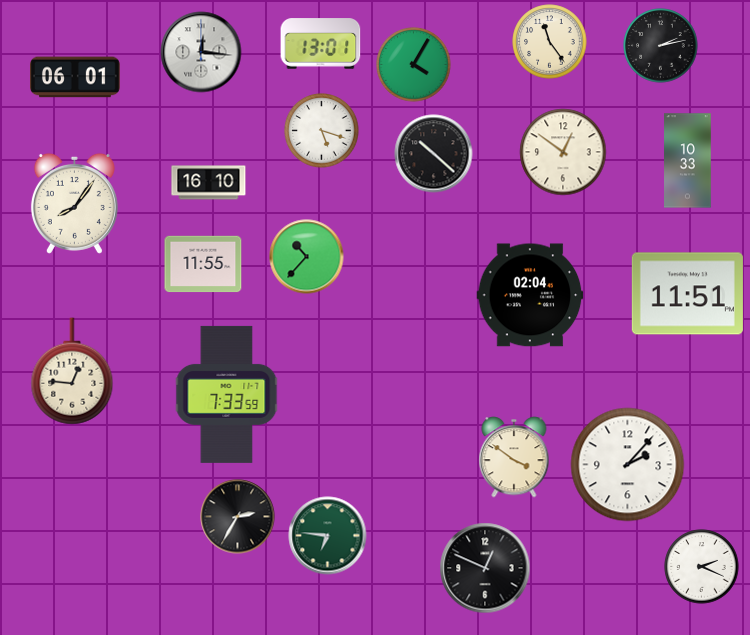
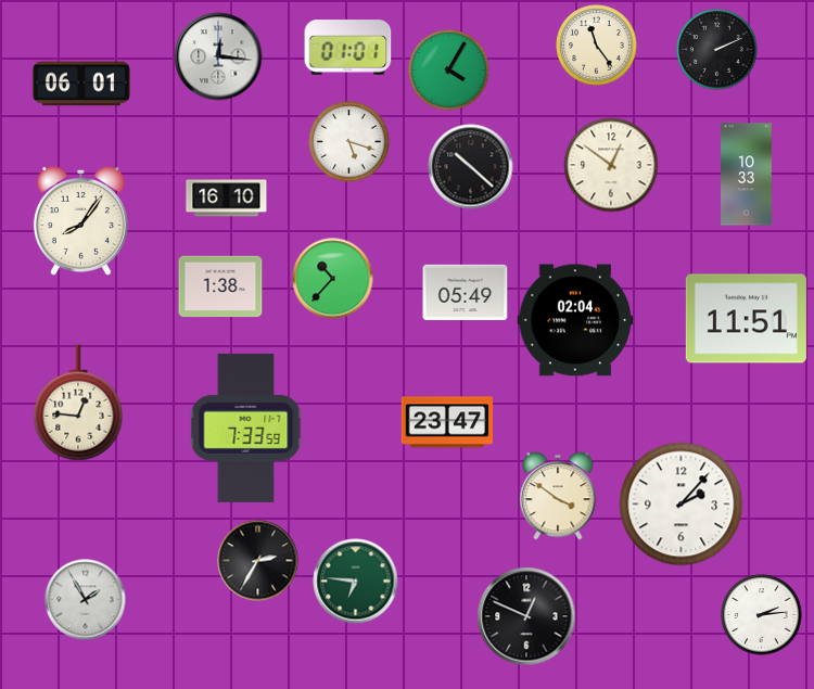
clock at (321, 44): 13:01 -> 01:01
clock at (661, 46): 2:13 -> 2:11
clock at (203, 264): 11:55 -> 1:38
clock at (466, 292): none -> 05:49
clock at (447, 422): none -> 23:47
clock at (86, 600): none -> 1:55
clock at (702, 567): 2:19 -> 2:14
